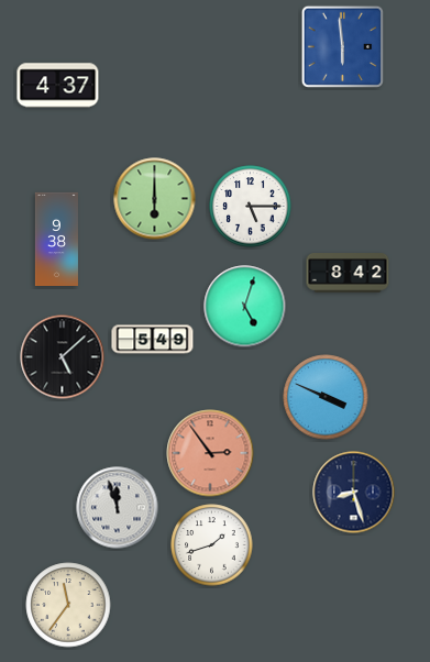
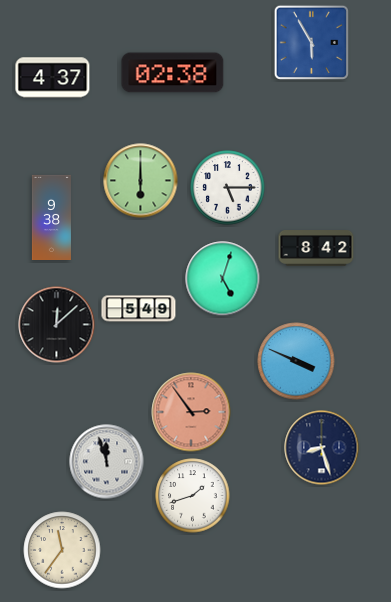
clock at (343, 47): 5:59 -> 5:55
clock at (173, 73): none -> 02:38
clock at (63, 357): 5:08 -> 12:08
